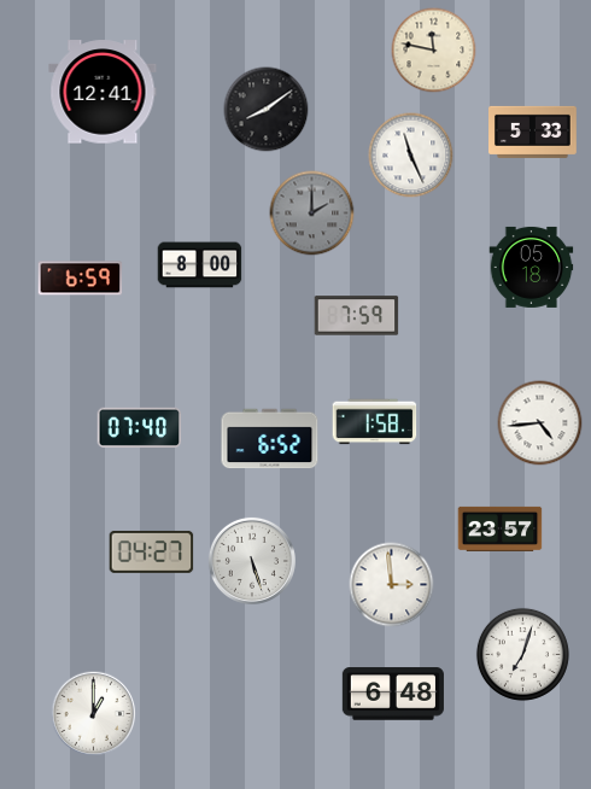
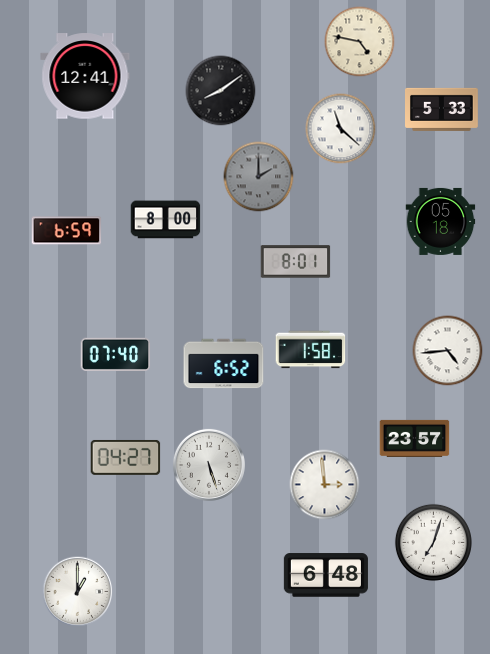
clock at (434, 51): 11:47 -> 4:47
clock at (411, 156): 11:26 -> 11:22
clock at (357, 316): 7:59 -> 8:01
